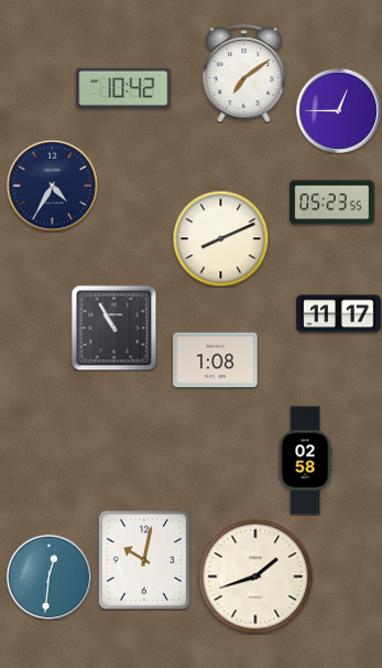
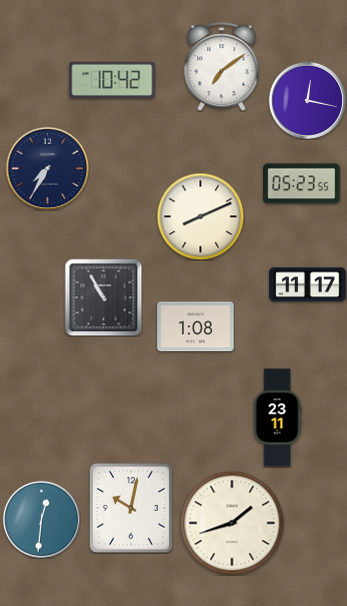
clock at (338, 110): 12:45 -> 12:17
clock at (52, 185): 4:35 -> 7:35
clock at (305, 461): 02:58 -> 23:11
clock at (48, 577) position: (48, 577) -> (41, 519)
